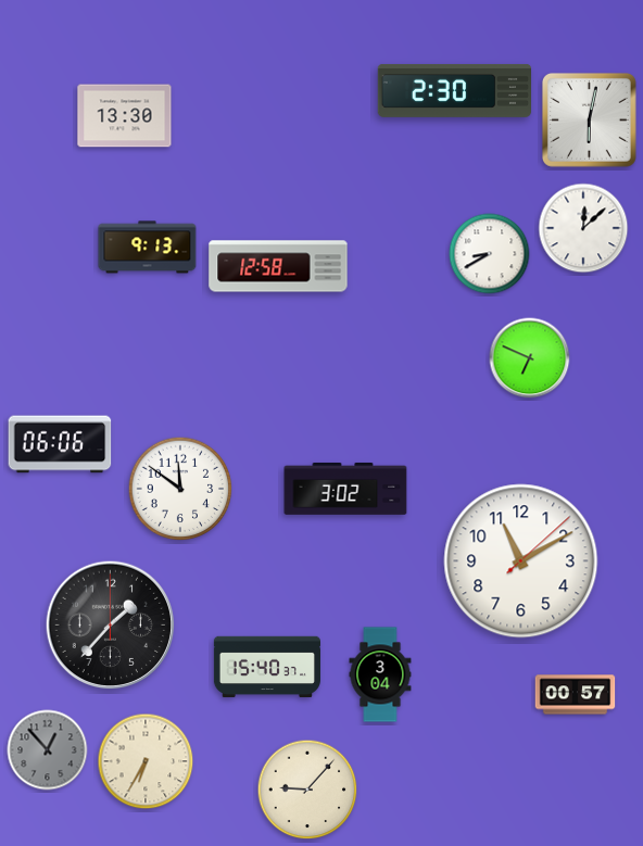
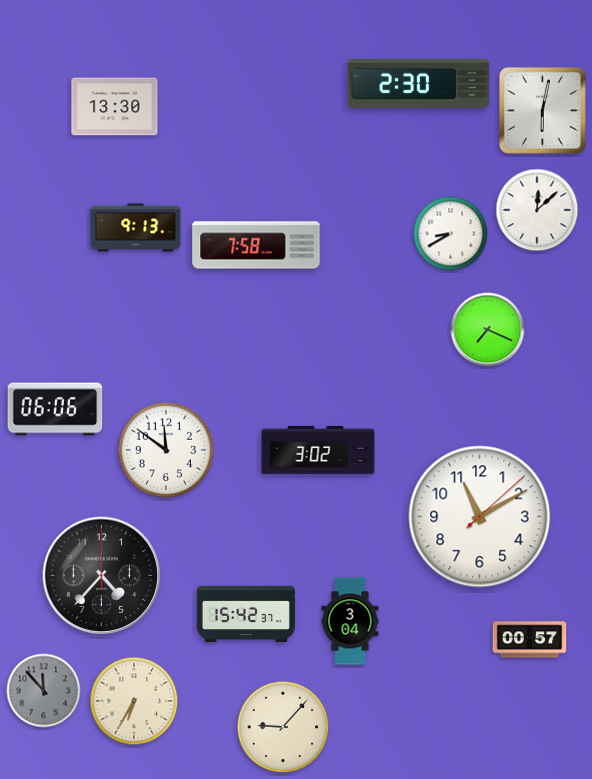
clock at (278, 266): 12:58 -> 7:58
clock at (530, 358): 6:49 -> 7:19
clock at (111, 626): 1:37 -> 4:37
clock at (267, 667): 15:40 -> 15:42
clock at (48, 750): 12:53 -> 11:53
